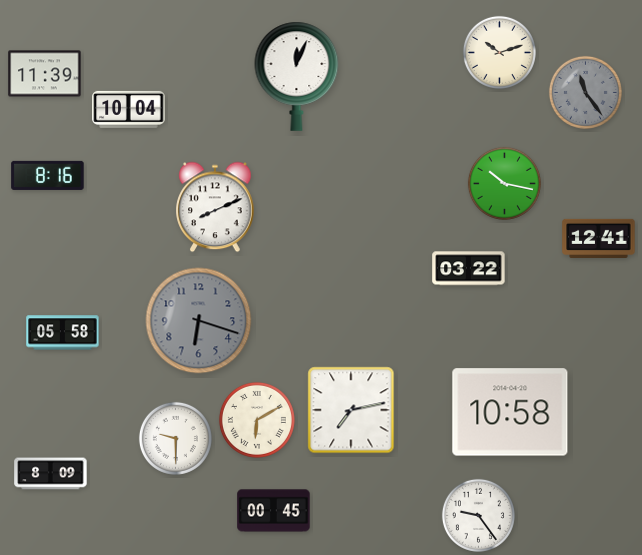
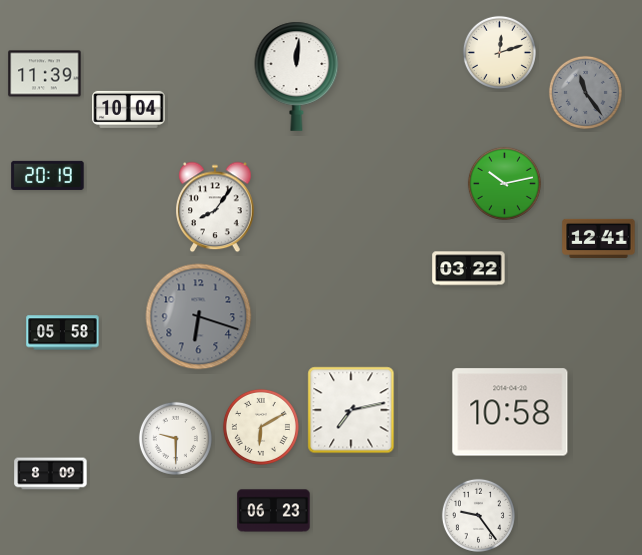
clock at (499, 52): 10:12 -> 12:12
clock at (297, 76): 12:04 -> 12:01
clock at (48, 175): 8:16 -> 20:19
clock at (504, 183): 10:17 -> 10:13
clock at (215, 207): 8:11 -> 8:06
clock at (199, 321) position: (199, 321) -> (199, 317)
clock at (257, 420) position: (257, 420) -> (261, 427)
clock at (274, 511): 00:45 -> 06:23
